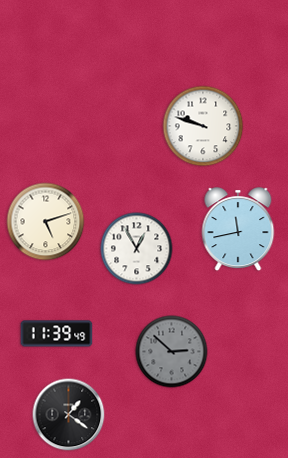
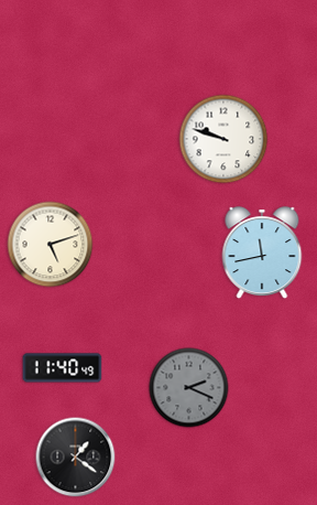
clock at (137, 249): 12:55 -> none
clock at (57, 334): 11:39 -> 11:40
clock at (172, 352): 2:52 -> 2:19
